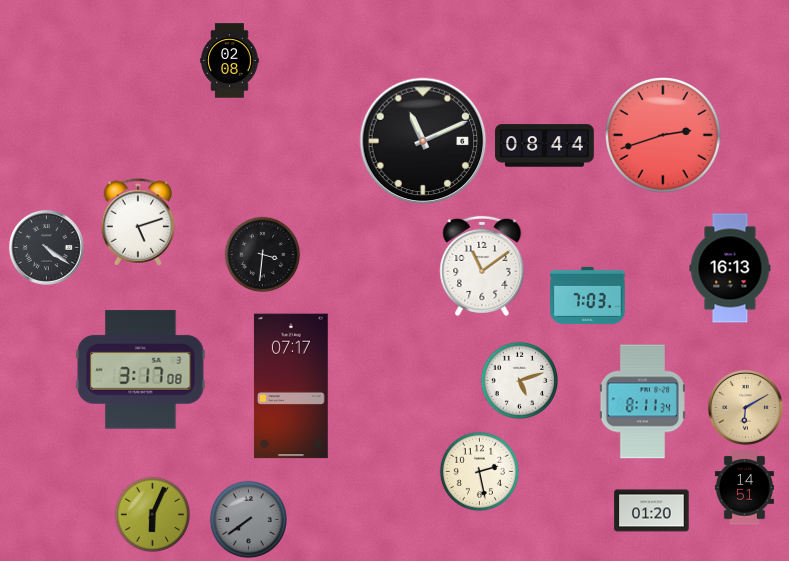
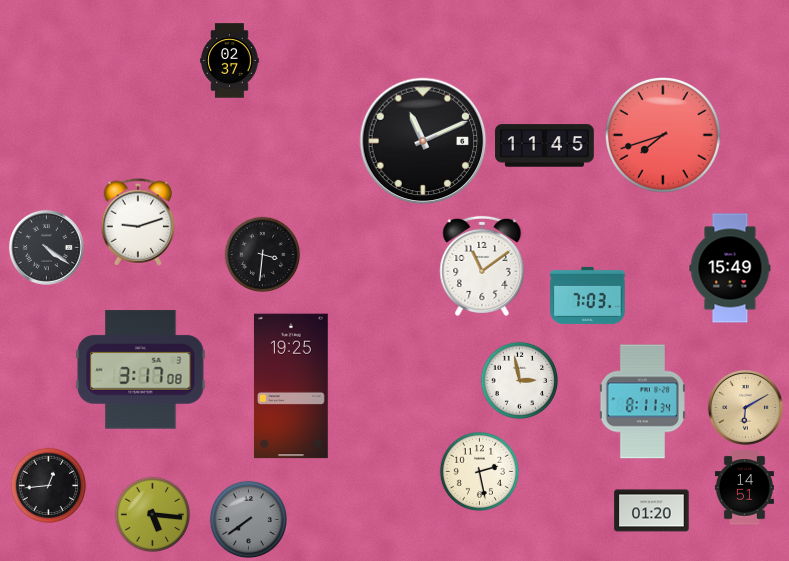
clock at (230, 61): 02:08 -> 02:37
clock at (664, 136): 2:42 -> 7:42
clock at (545, 146): 08:44 -> 11:45
clock at (138, 222): 5:12 -> 9:12
clock at (730, 268): 16:13 -> 15:49
clock at (519, 380): 5:12 -> 2:58
clock at (291, 386): 07:17 -> 19:25
clock at (49, 486): none -> 12:44
clock at (153, 515): 6:04 -> 5:16
